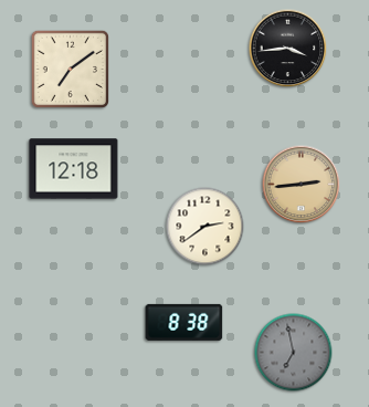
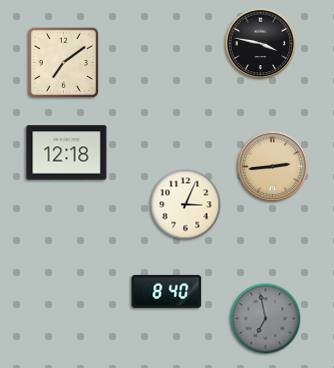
clock at (288, 49): 3:44 -> 3:47
clock at (205, 227): 2:39 -> 3:04
clock at (184, 322): 8:38 -> 8:40
